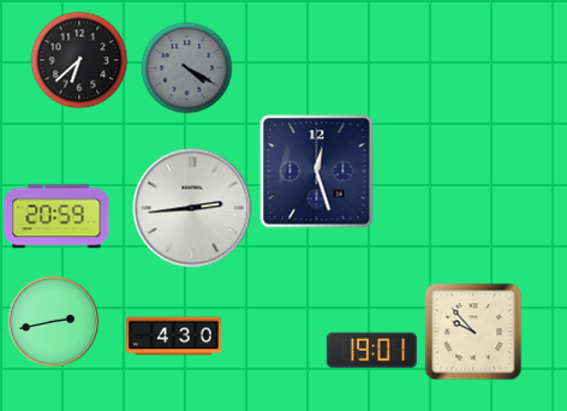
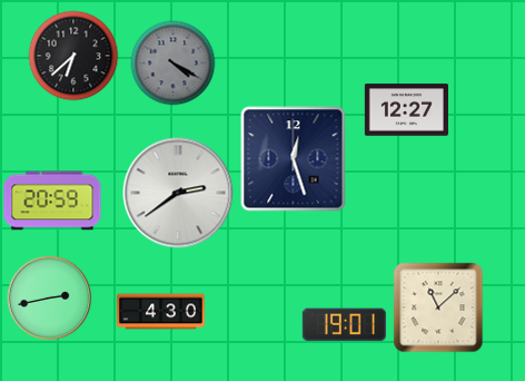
clock at (406, 110): none -> 12:27
clock at (192, 208): 2:44 -> 2:39
clock at (473, 332): 9:53 -> 11:08
